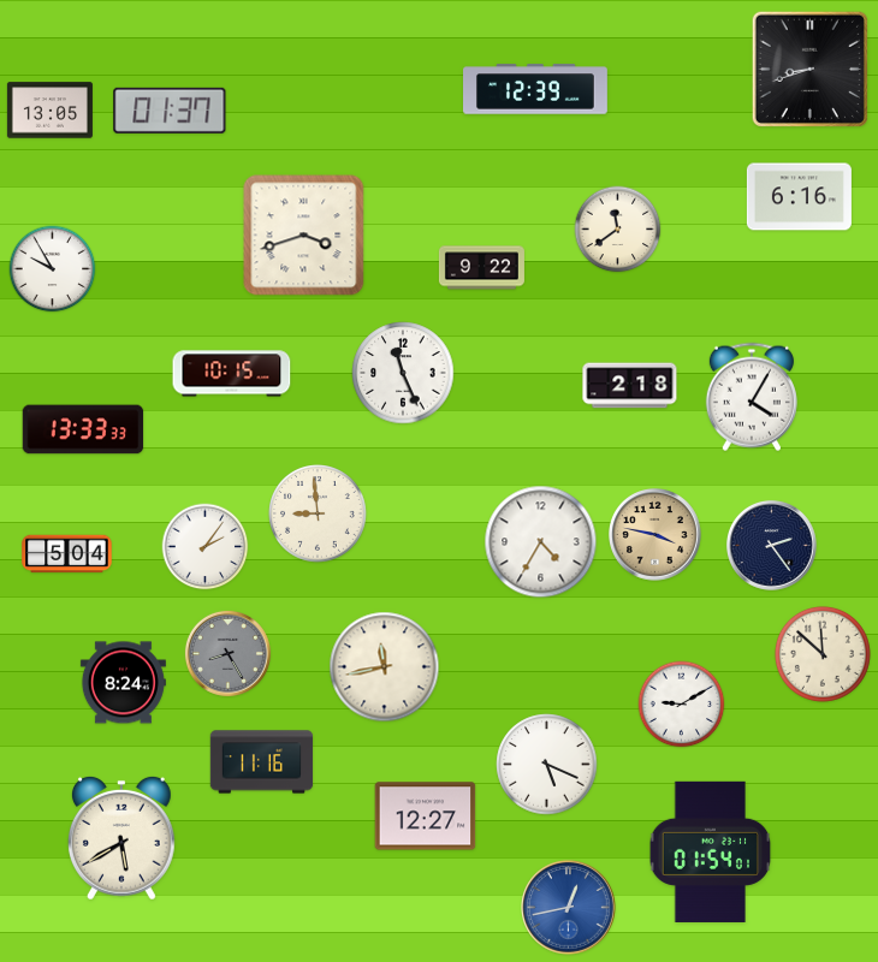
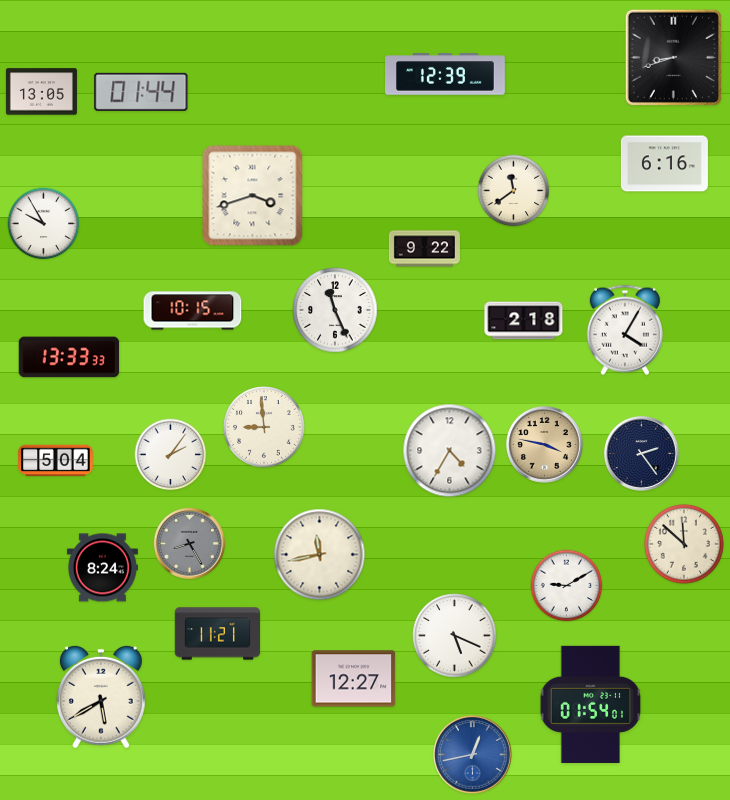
clock at (170, 111): 01:37 -> 01:44
clock at (481, 268) position: (481, 268) -> (424, 249)
clock at (262, 762): 11:16 -> 11:21
clock at (711, 851) position: (711, 851) -> (591, 704)
